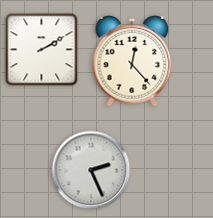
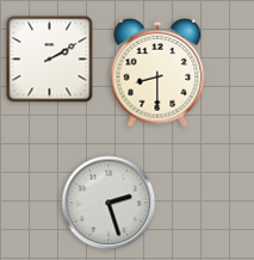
clock at (132, 61): 12:23 -> 8:30
clock at (91, 170): 2:26 -> 2:27
